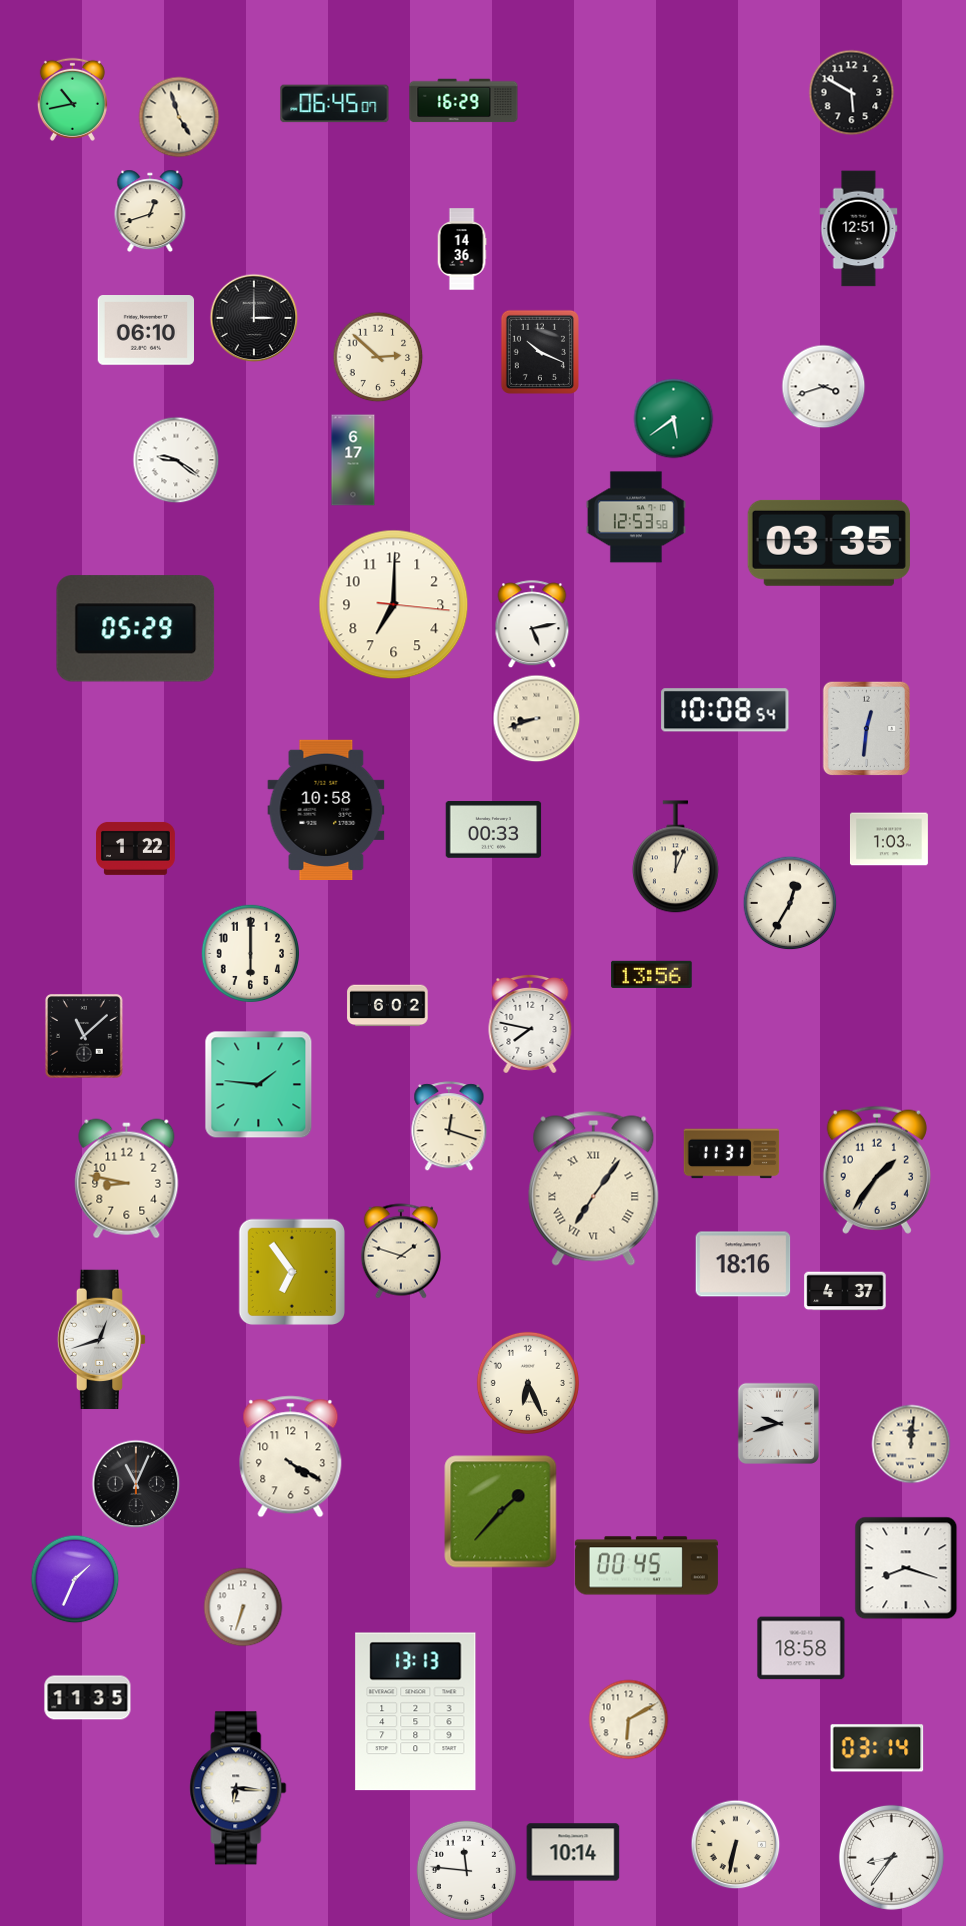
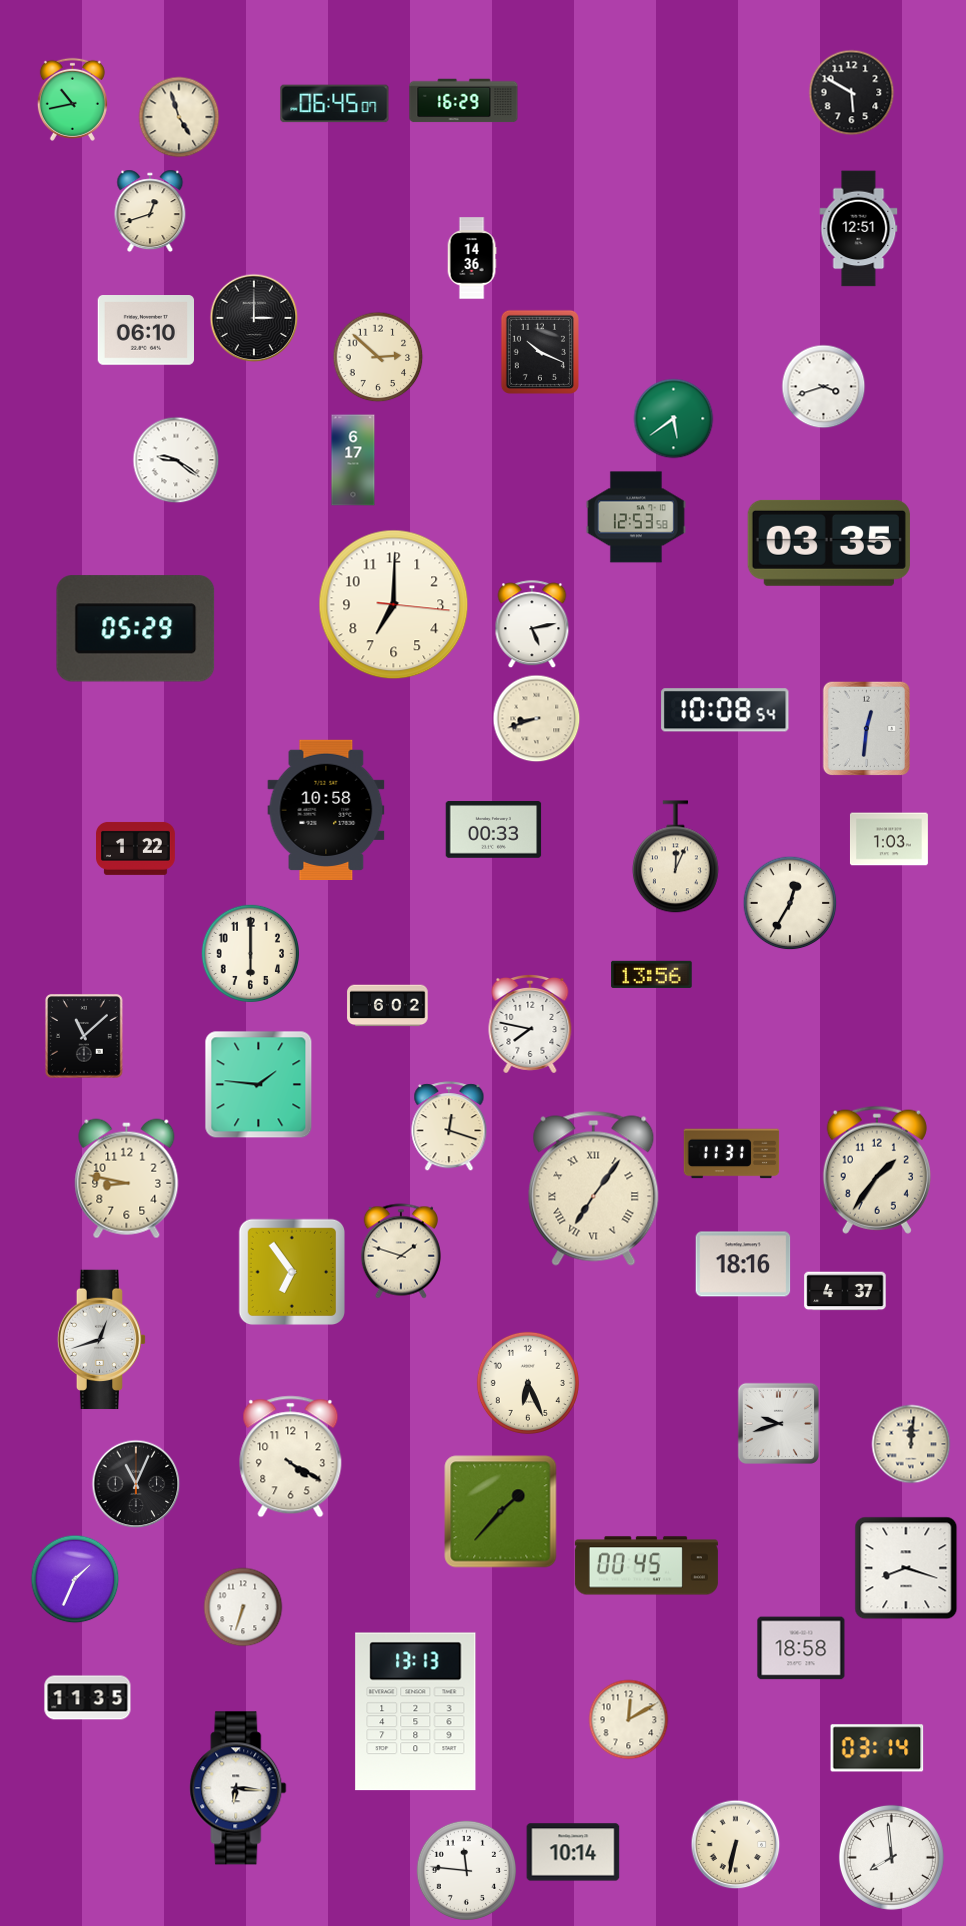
clock at (462, 249) position: (462, 249) -> (472, 258)
clock at (629, 1720): 6:10 -> 12:10
clock at (891, 1857): 8:36 -> 7:59
